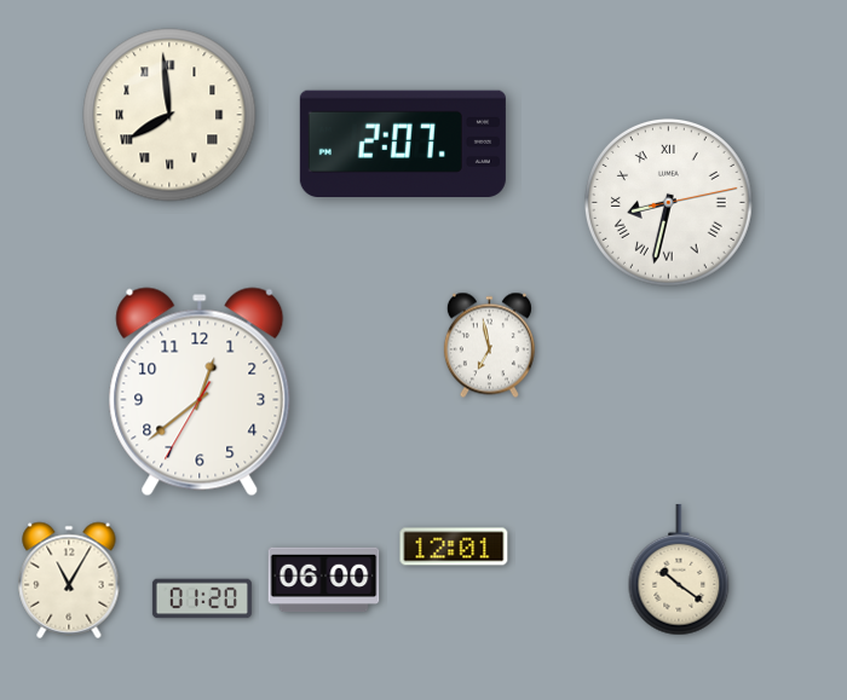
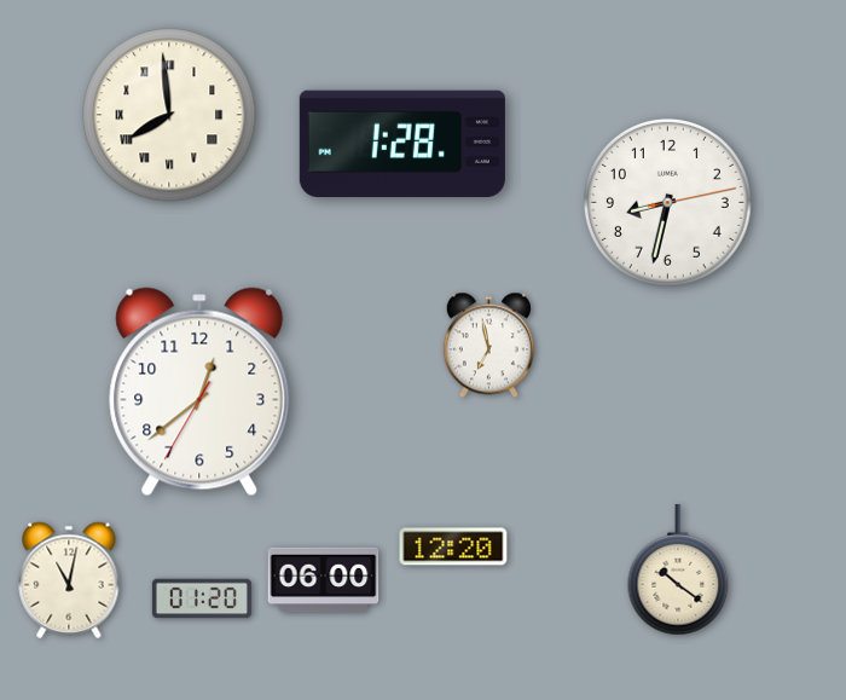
clock at (403, 143): 2:07 -> 1:28
clock at (669, 203) numerals: Roman -> Arabic
clock at (454, 546): 12:01 -> 12:20
clock at (69, 580): 11:05 -> 11:02
